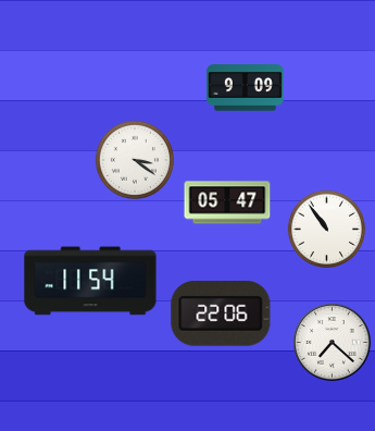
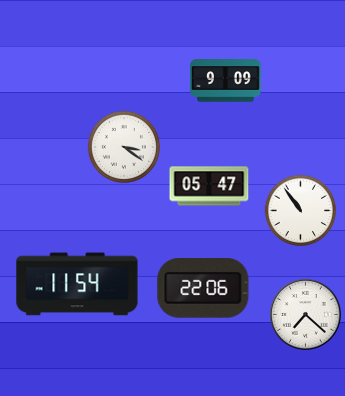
clock at (90, 281) position: (90, 281) -> (77, 284)
